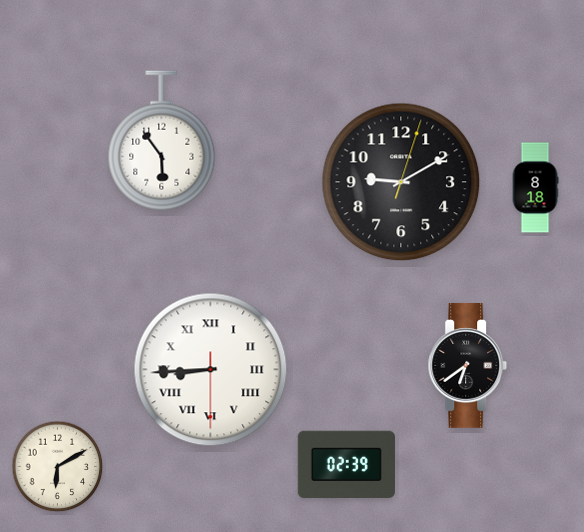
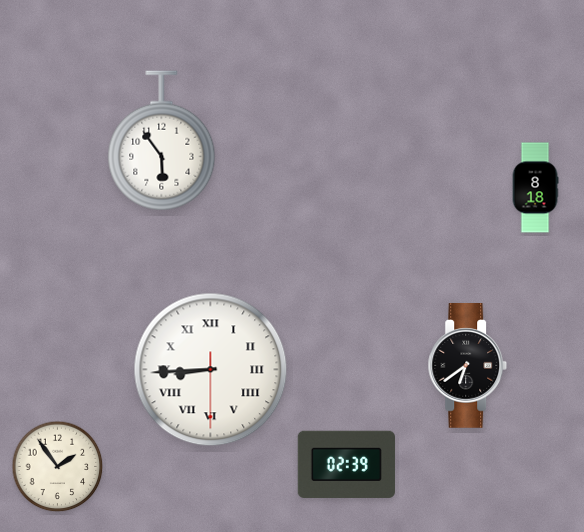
clock at (401, 182): 9:10 -> none
clock at (58, 467): 6:10 -> 1:54
